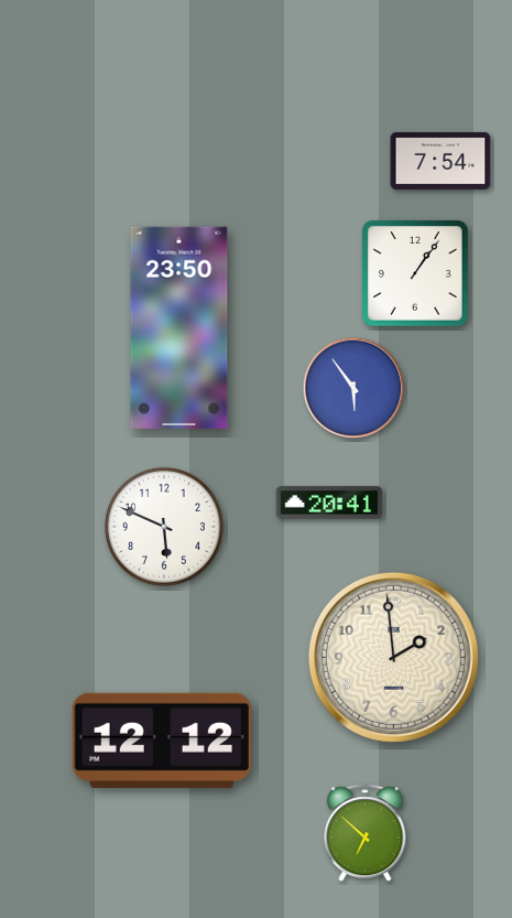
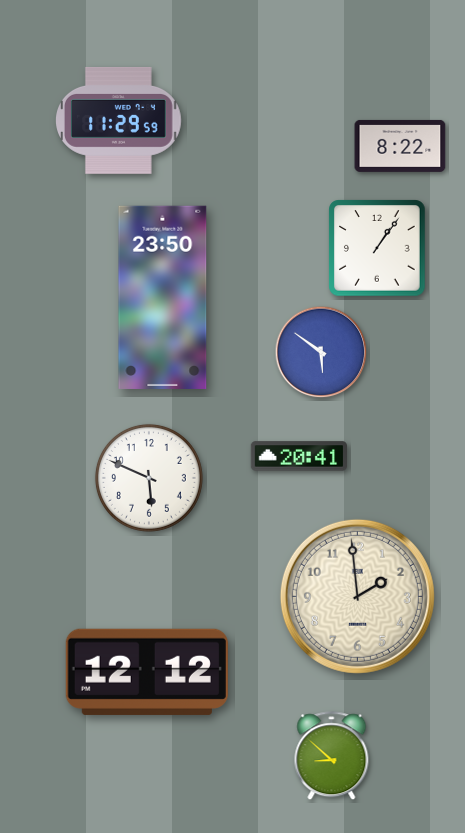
clock at (119, 120): none -> 11:29
clock at (440, 161): 7:54 -> 8:22
clock at (353, 388): 5:54 -> 5:51
clock at (366, 833): 6:52 -> 8:52
